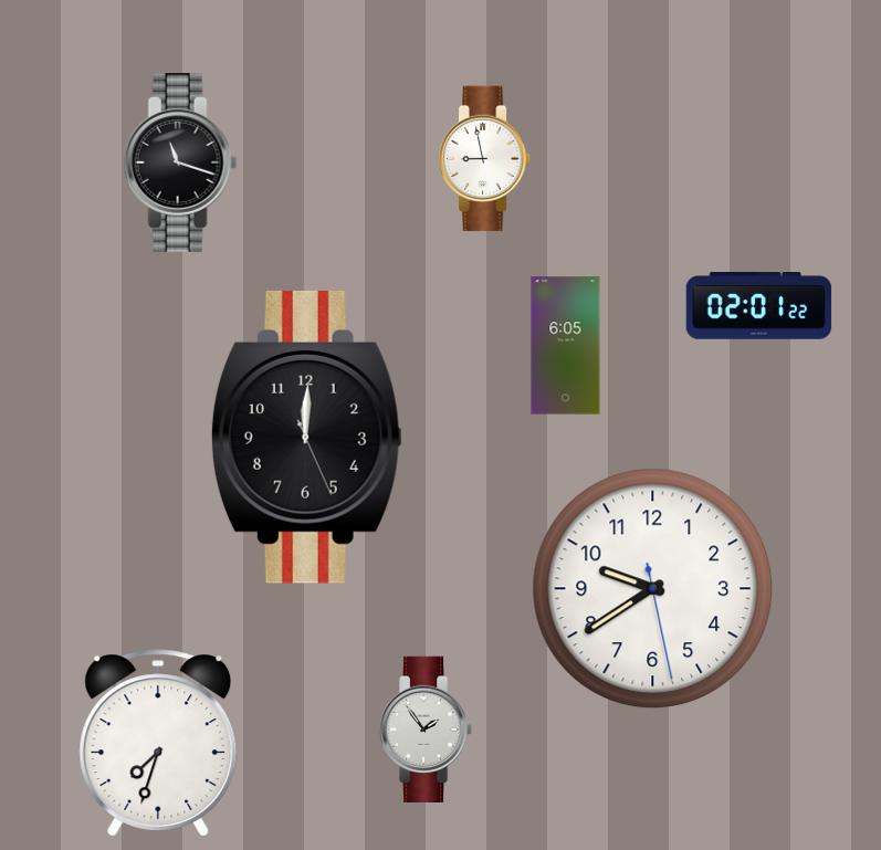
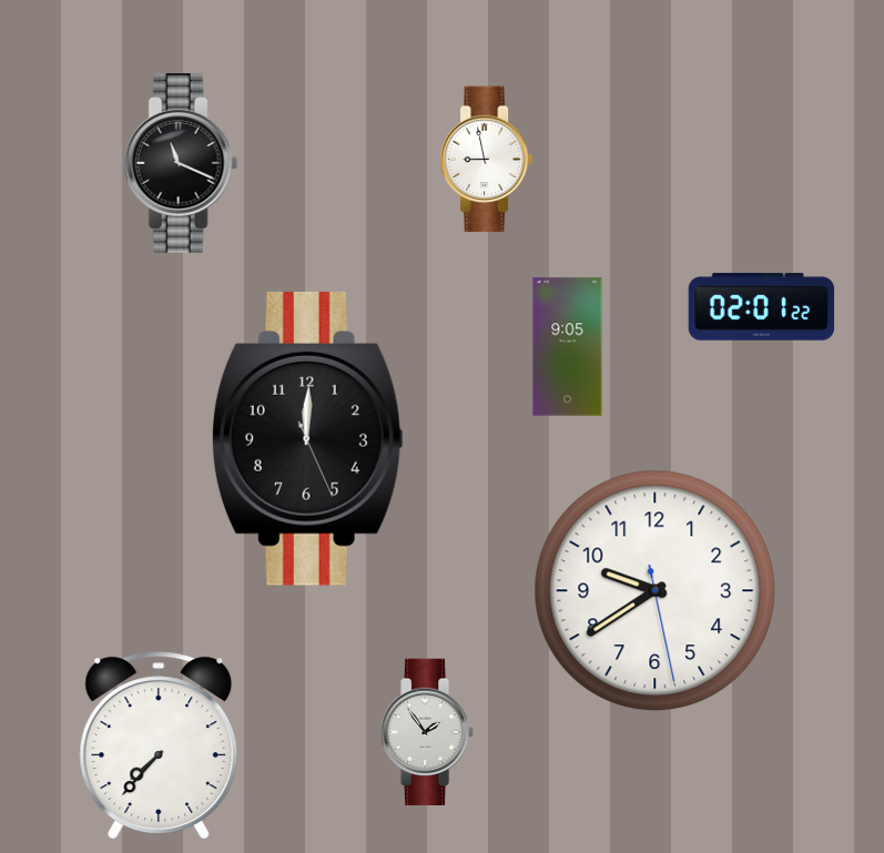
clock at (180, 164): 11:18 -> 11:19
clock at (566, 346): 6:05 -> 9:05
clock at (158, 743): 7:33 -> 7:37
